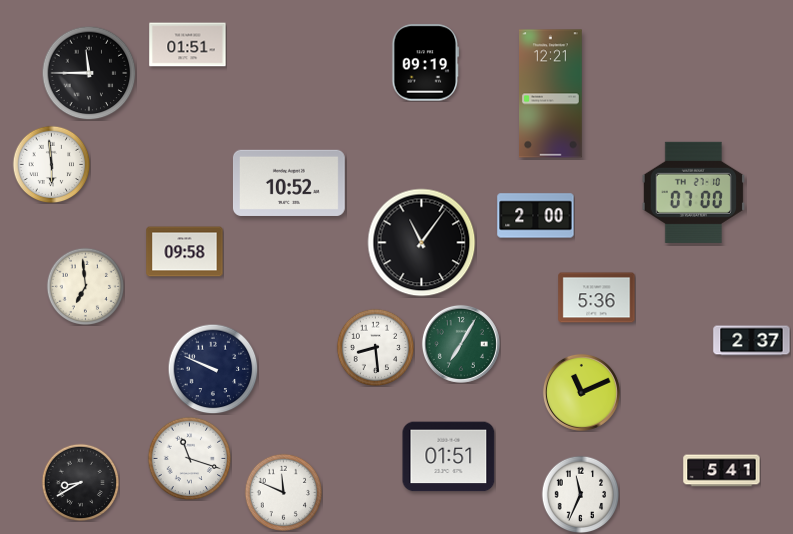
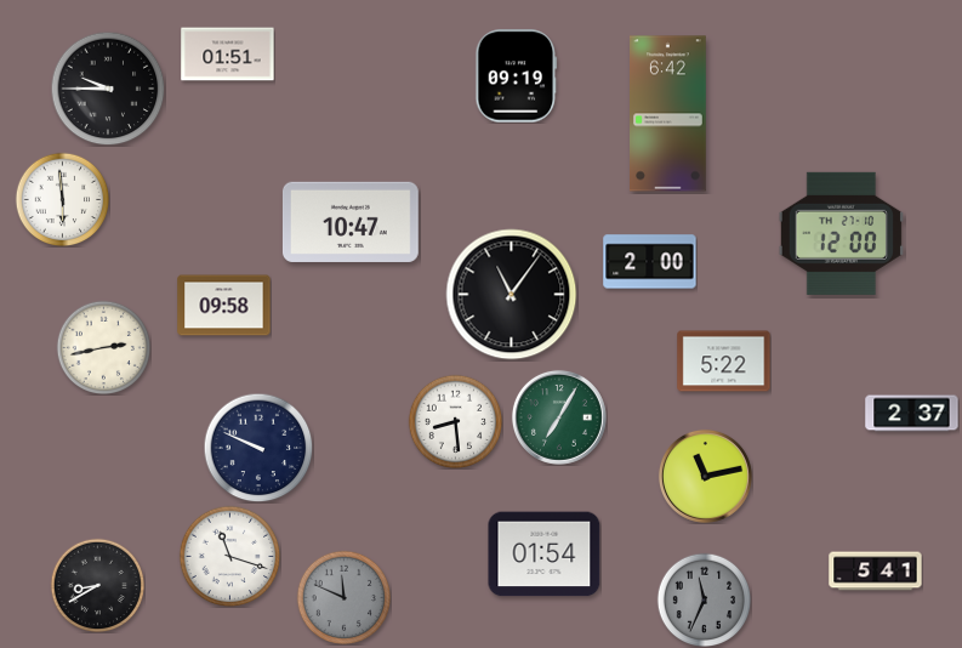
clock at (89, 73): 11:45 -> 9:45
clock at (551, 94): 12:21 -> 6:42
clock at (289, 183): 10:52 -> 10:47
clock at (693, 192): 07:00 -> 12:00
clock at (85, 286): 6:59 -> 2:43
clock at (597, 298): 5:36 -> 5:22
clock at (581, 392): 11:11 -> 11:13
clock at (449, 457): 01:51 -> 01:54
clock at (283, 492) dial: white -> grey
clock at (580, 494) dial: white -> grey
